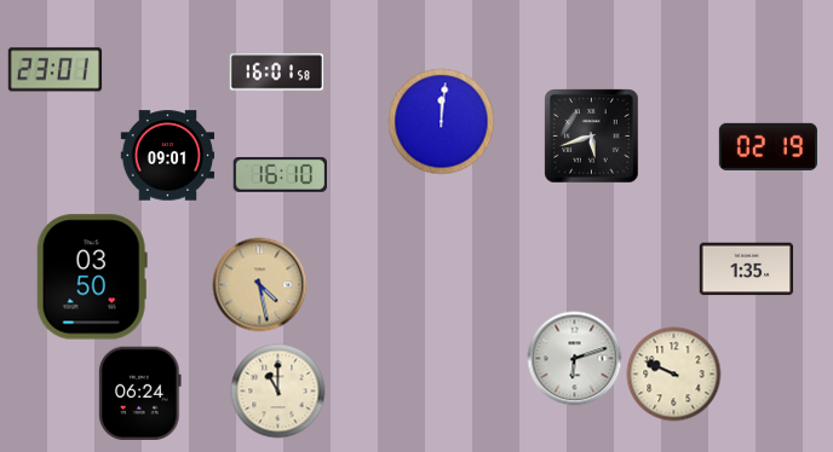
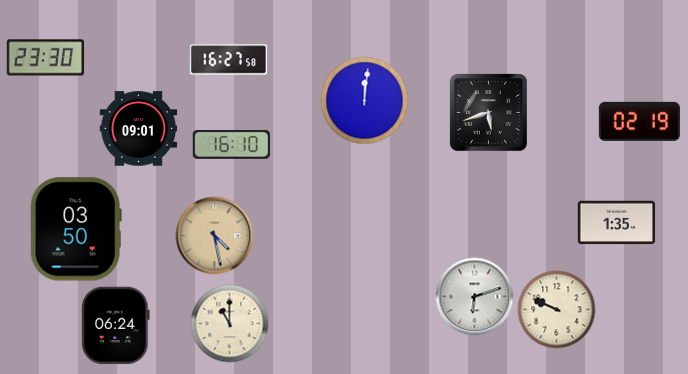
clock at (54, 70): 23:01 -> 23:30
clock at (276, 73): 16:01 -> 16:27
clock at (768, 146) position: (768, 146) -> (639, 121)
